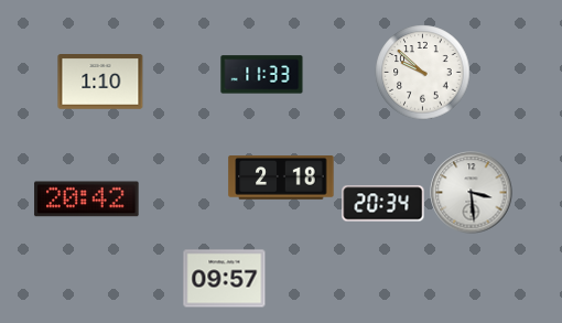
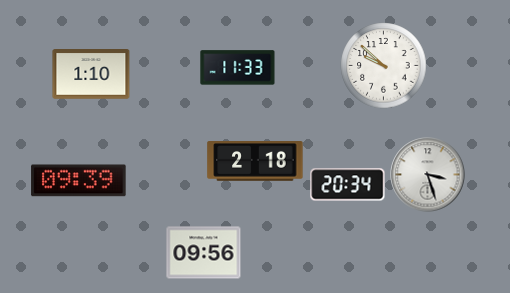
clock at (472, 193): 3:29 -> 3:27
clock at (87, 200): 20:42 -> 09:39
clock at (225, 279): 09:57 -> 09:56
